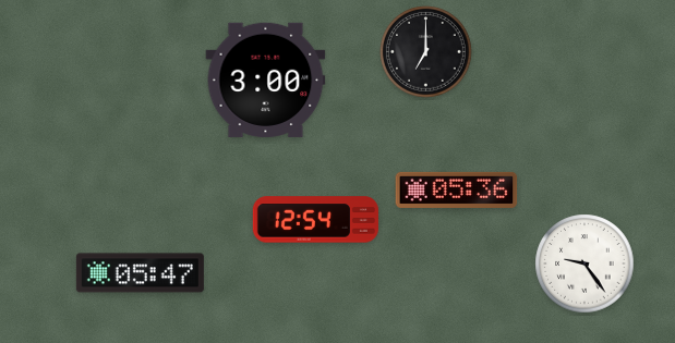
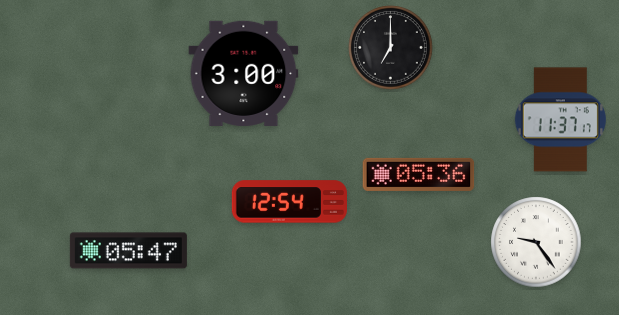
clock at (560, 120): none -> 11:37
